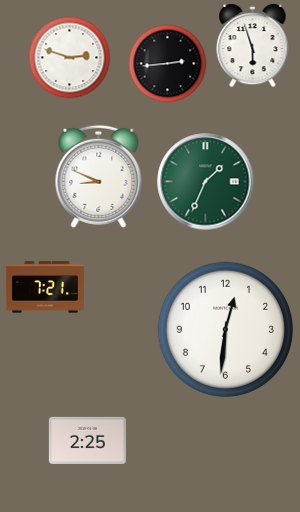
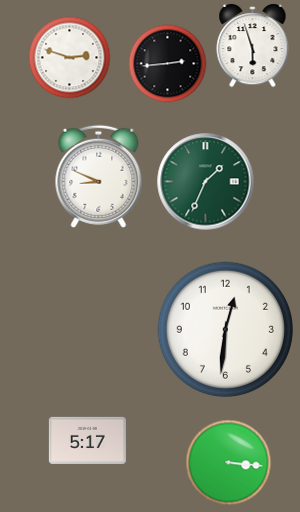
clock at (45, 287): 7:21 -> none
clock at (87, 440): 2:25 -> 5:17
clock at (228, 462): none -> 3:16
